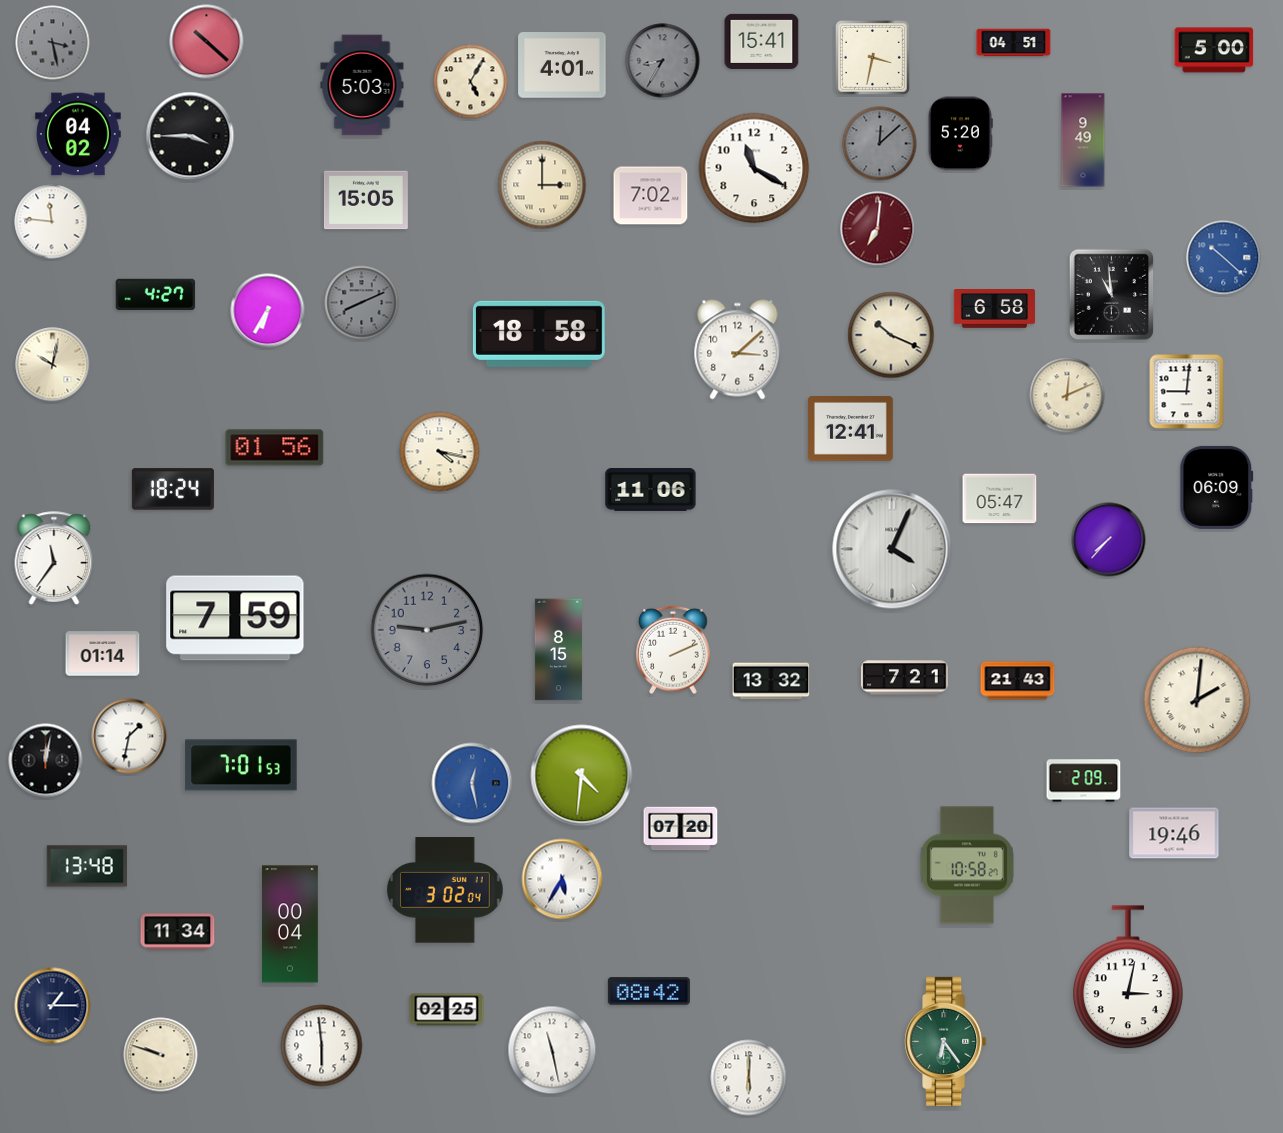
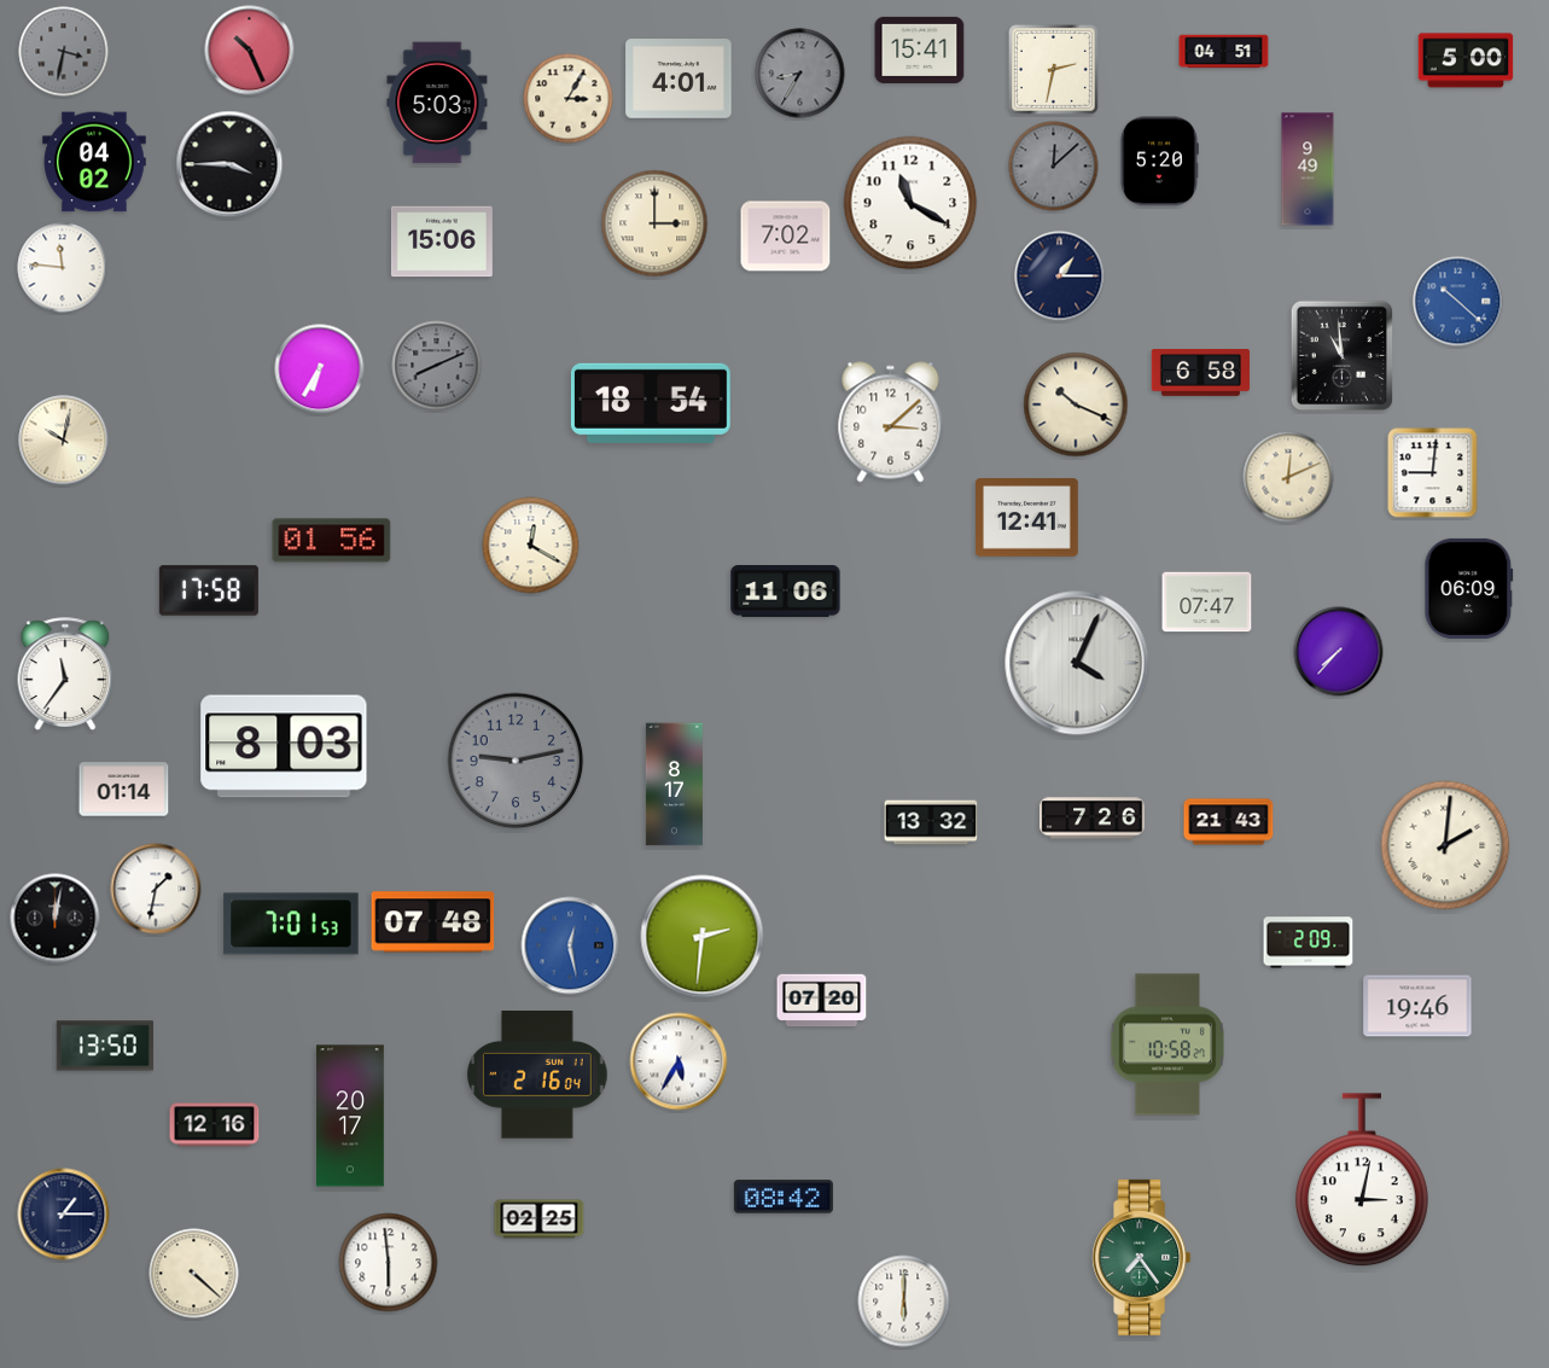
clock at (207, 42): 10:22 -> 10:26
clock at (53, 43): 3:28 -> 3:32
clock at (872, 57): 3:32 -> 2:32
clock at (471, 82): 5:05 -> 3:05
clock at (880, 144) position: (880, 144) -> (1054, 167)
clock at (366, 200): 15:05 -> 15:06
clock at (878, 229): 7:01 -> 1:15
clock at (878, 229) dial: burgundy -> navy
clock at (1224, 258) position: (1224, 258) -> (1458, 302)
clock at (156, 294): 4:27 -> none
clock at (268, 311) position: (268, 311) -> (320, 369)
clock at (539, 334): 18:58 -> 18:54
clock at (440, 452): 4:17 -> 12:20
clock at (173, 489): 18:24 -> 17:58
clock at (1000, 499): 05:47 -> 07:47
clock at (235, 618): 7:59 -> 8:03
clock at (558, 650): 8:15 -> 8:17
clock at (673, 650): 2:11 -> none
clock at (905, 678): 7:21 -> 7:26
clock at (433, 922): none -> 07:48
clock at (582, 776): 4:31 -> 2:31
clock at (87, 866): 13:48 -> 13:50
clock at (445, 890): 3:02 -> 2:16
clock at (291, 924): 00:04 -> 20:17
clock at (178, 932): 11:34 -> 12:16
clock at (946, 1041): 6:24 -> 7:24
clock at (552, 1050): 11:28 -> none
clock at (161, 1055): 9:48 -> 4:22
